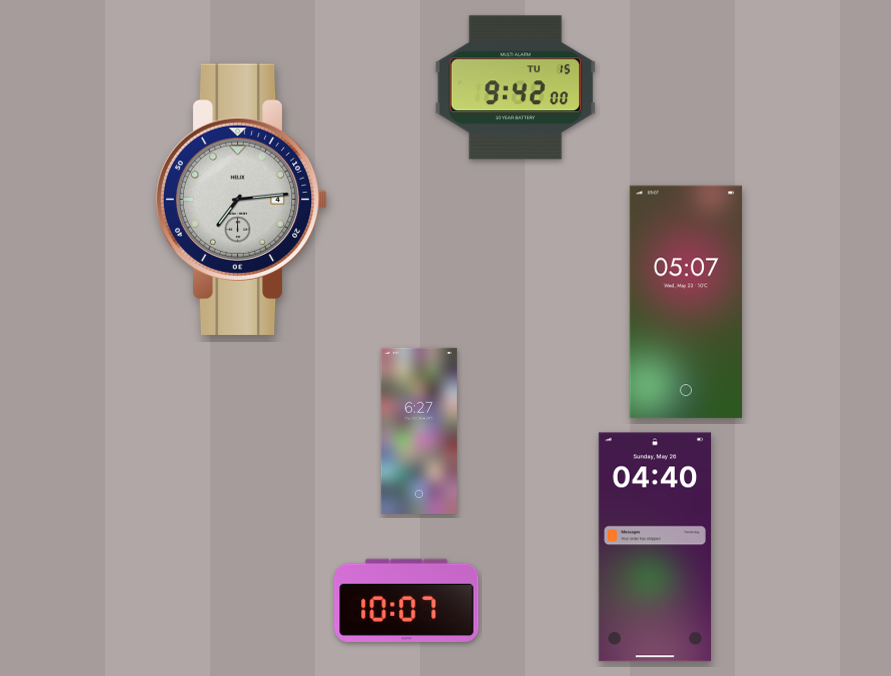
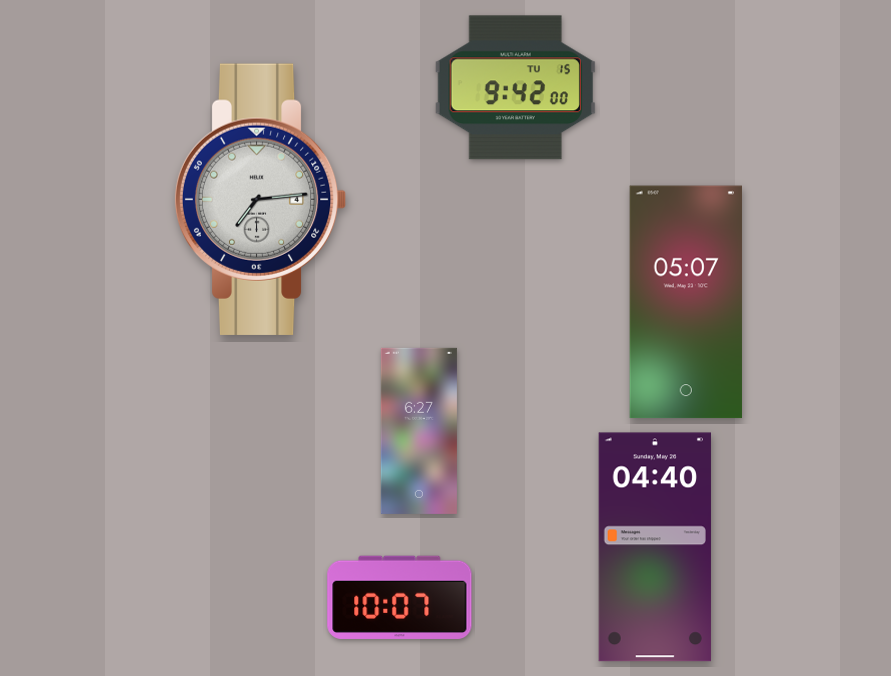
clock at (241, 199) position: (241, 199) -> (260, 199)
clock at (407, 600) position: (407, 600) -> (400, 597)
